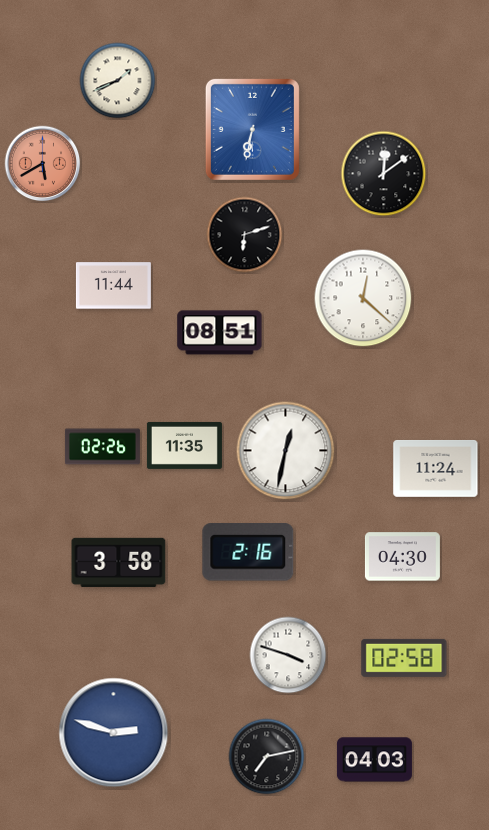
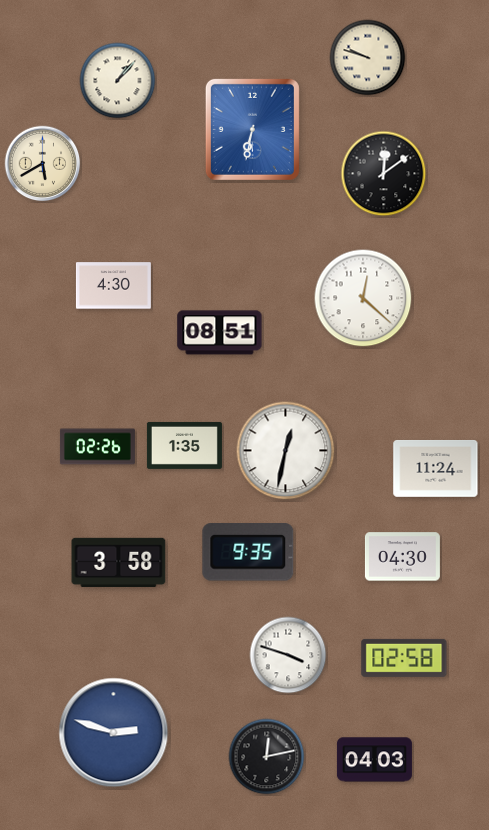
clock at (368, 58): none -> 9:48
clock at (118, 81): 1:41 -> 1:07
clock at (43, 164) dial: salmon -> cream
clock at (245, 235): 6:12 -> none
clock at (113, 286): 11:44 -> 4:30
clock at (184, 445): 11:35 -> 1:35
clock at (102, 447) position: (102, 447) -> (97, 447)
clock at (248, 552): 2:16 -> 9:35
clock at (267, 757): 7:13 -> 12:13
